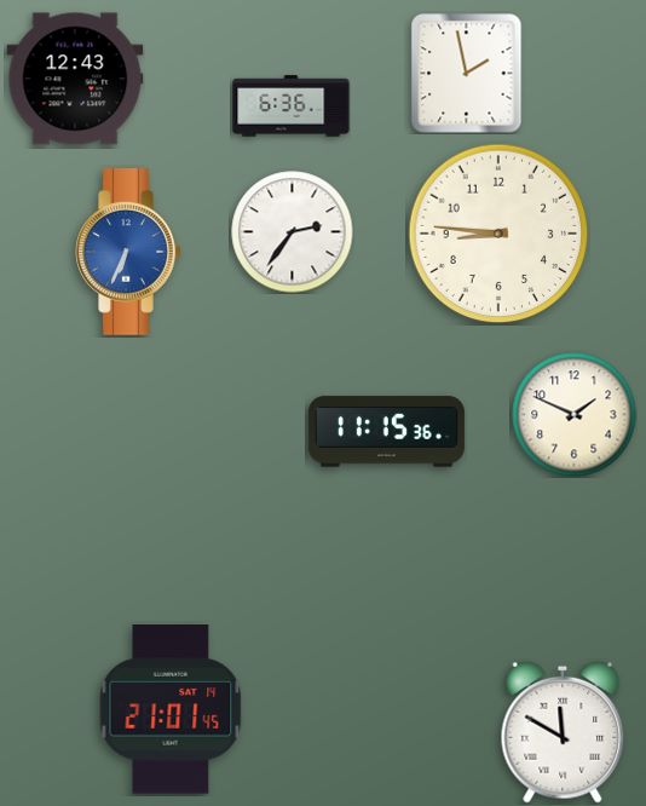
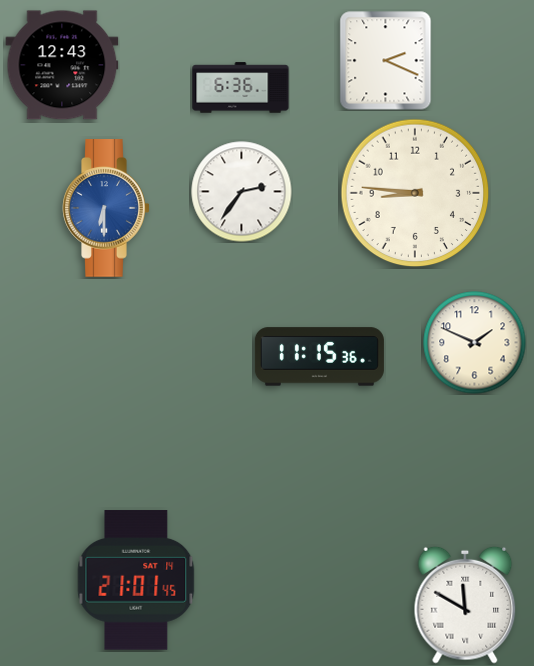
clock at (467, 74): 1:58 -> 2:19
clock at (498, 234) position: (498, 234) -> (415, 193)
clock at (128, 252): 6:34 -> 6:30
clock at (171, 709) position: (171, 709) -> (136, 580)
